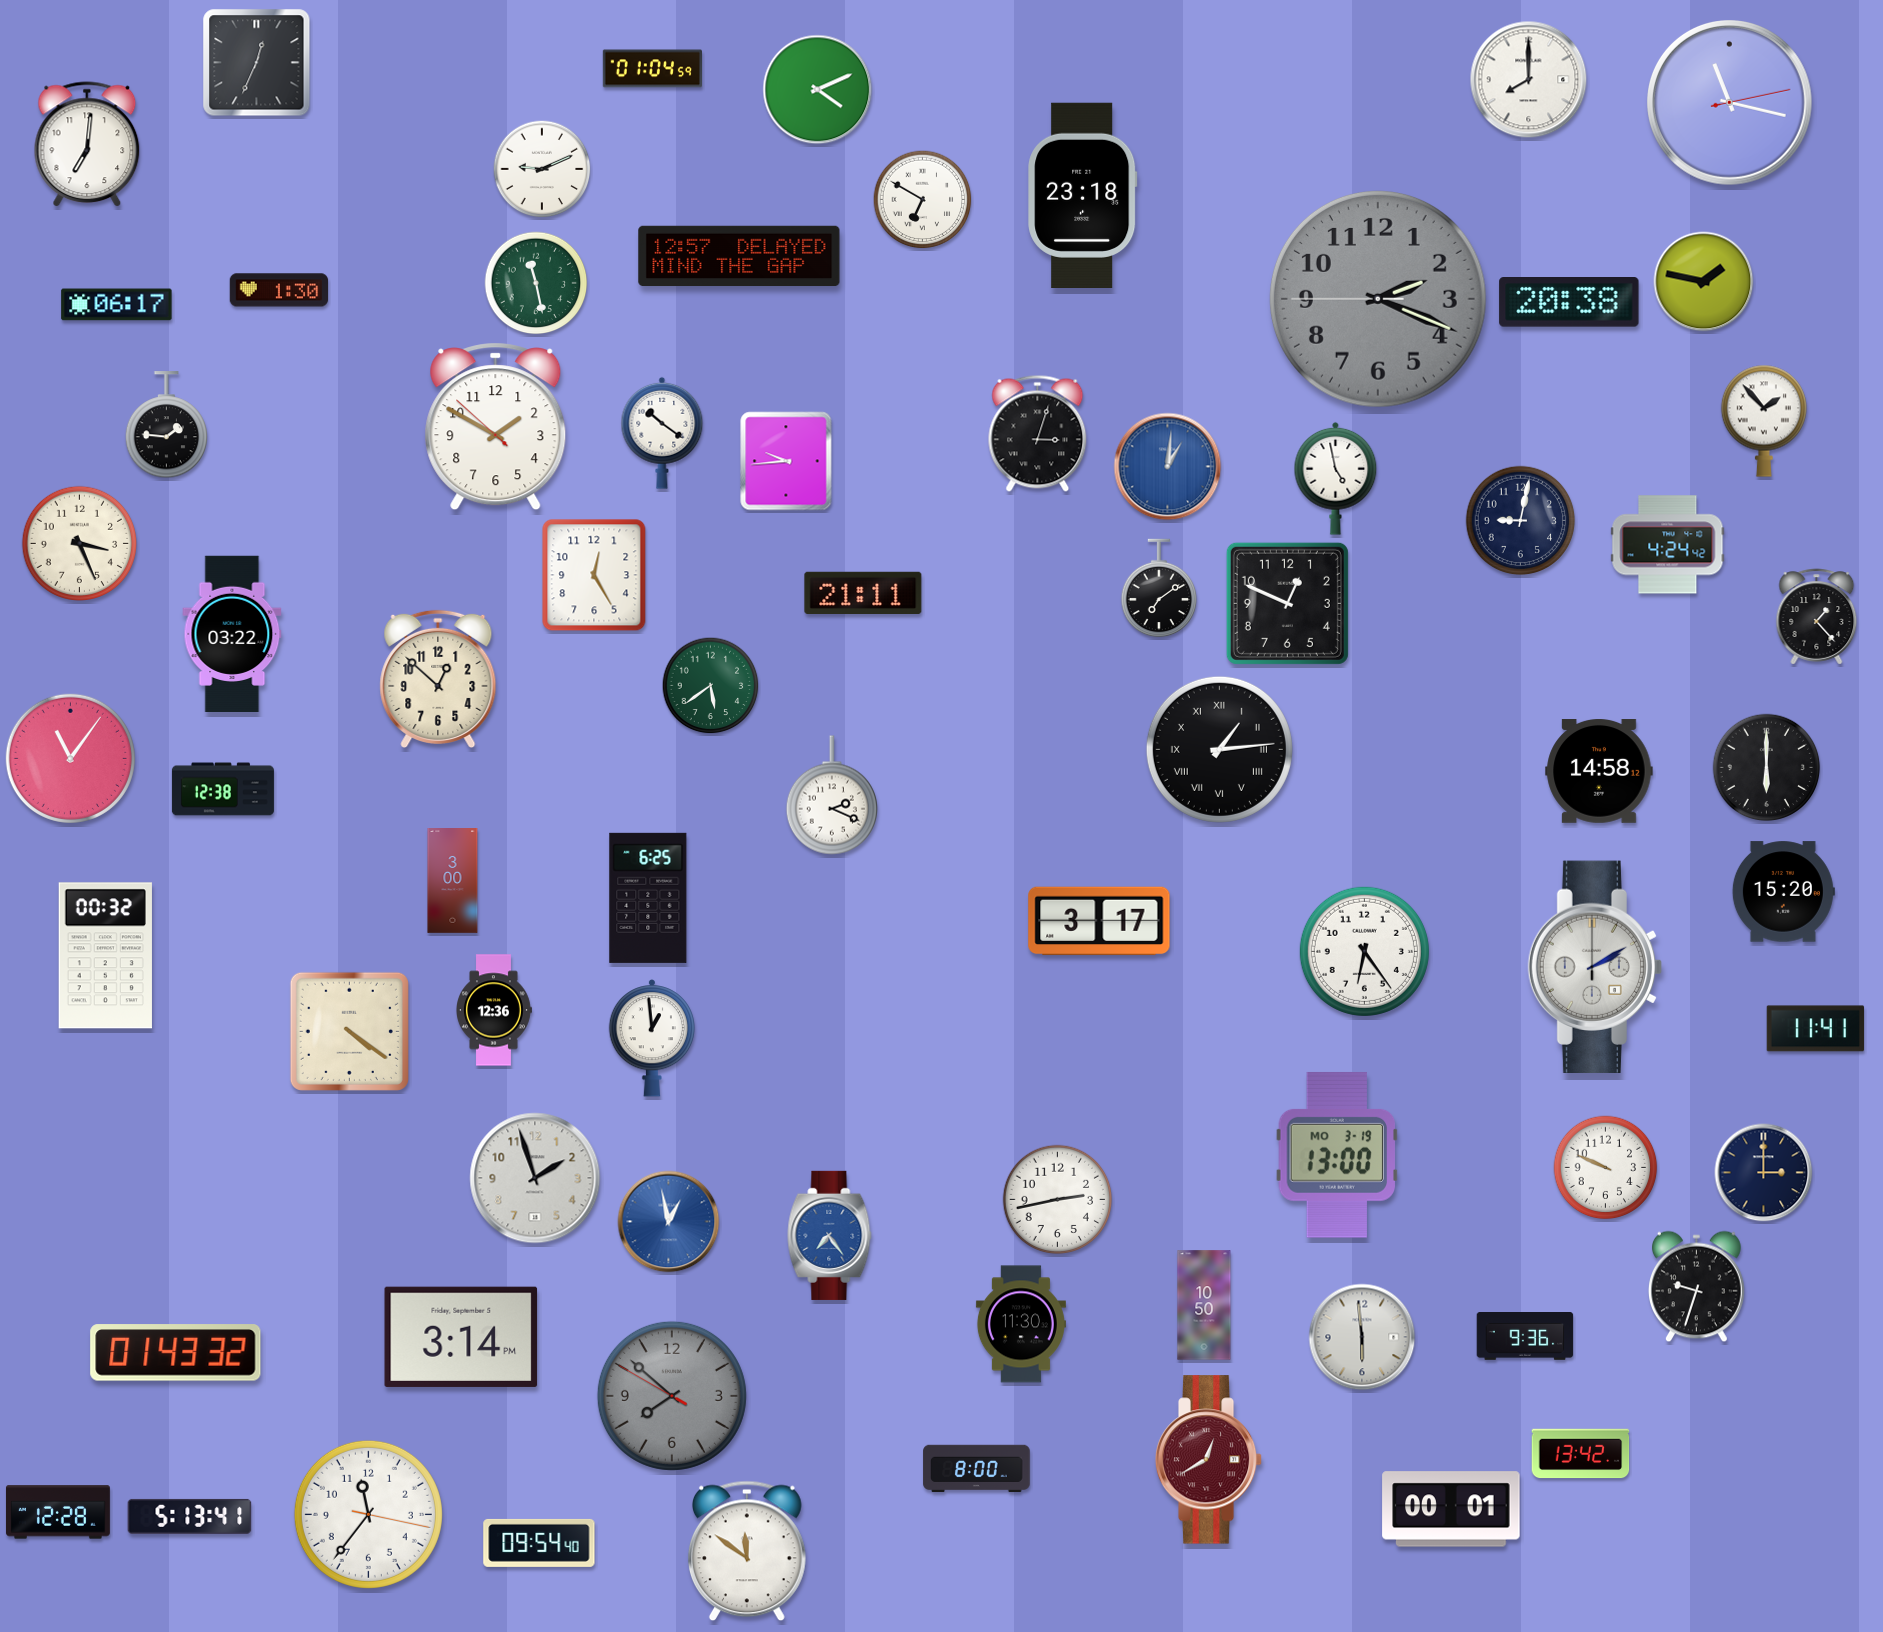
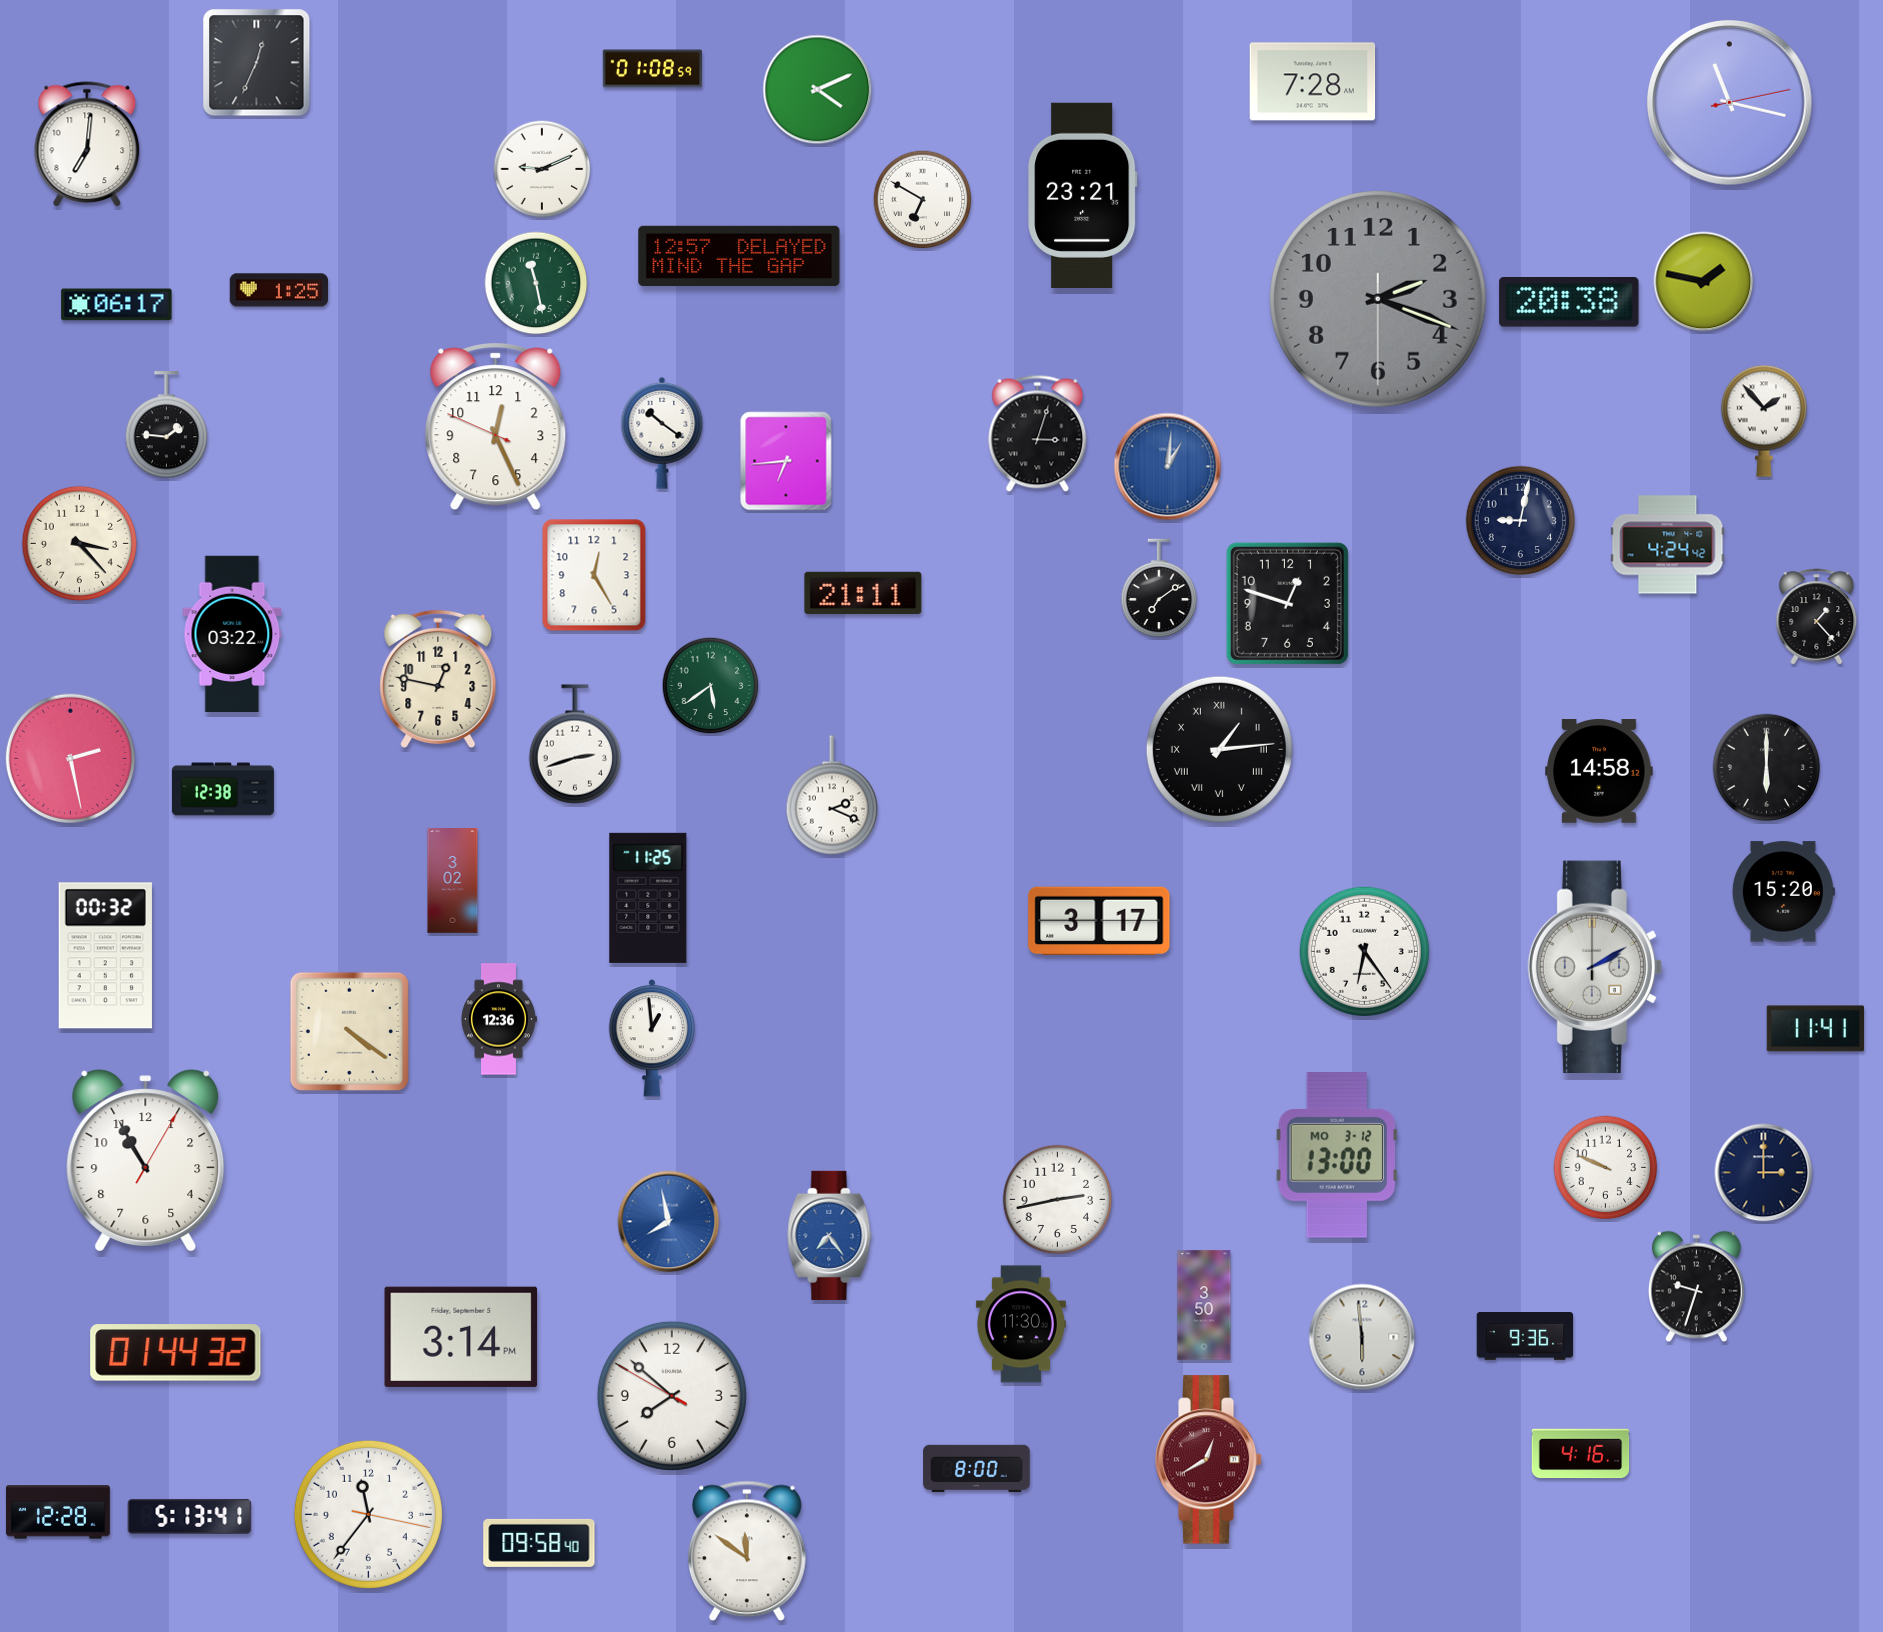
clock at (652, 69): 01:04 -> 01:08
clock at (1529, 80): 8:00 -> none
clock at (1313, 82): none -> 7:28
clock at (1083, 195): 23:18 -> 23:21
clock at (279, 290): 1:30 -> 1:25
clock at (1378, 299): 2:18:45 -> 2:18:30
clock at (496, 427): 1:49 -> 12:25
clock at (786, 461): 9:44 -> 6:44
clock at (1336, 478): 4:58 -> none
clock at (79, 543): 3:26 -> 3:23
clock at (1287, 603): 12:49 -> 12:48
clock at (438, 678): 12:52 -> 12:47
clock at (575, 744): none -> 2:42
clock at (70, 758): 11:06 -> 2:28
clock at (453, 881): 3:00 -> 3:02
clock at (648, 898): 6:25 -> 11:25
clock at (494, 1010) position: (494, 1010) -> (499, 1019)
clock at (1337, 1155) date: MO 3-19 -> MO 3-12
clock at (146, 1161): none -> 10:55
clock at (535, 1178): 1:57 -> none
clock at (669, 1222): 12:58 -> 7:58
clock at (1204, 1305): 10:50 -> 3:50
clock at (176, 1353): 01:43 -> 01:44
clock at (672, 1396) dial: grey -> white
clock at (1581, 1454): 13:42 -> 4:16
clock at (1451, 1509): 00:01 -> none
clock at (539, 1543): 09:54 -> 09:58
